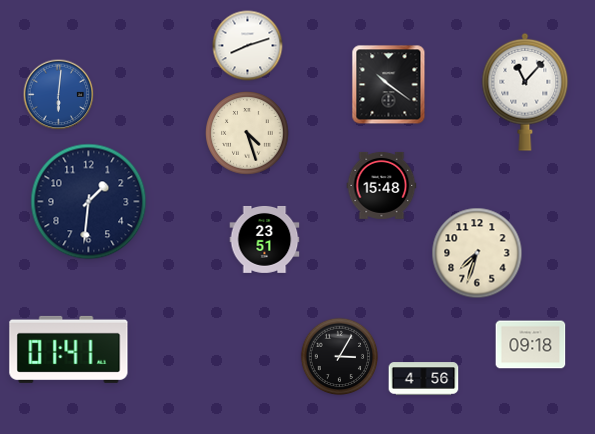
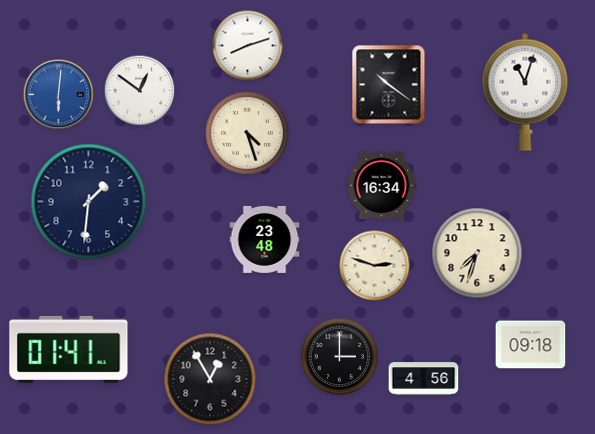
clock at (140, 91): none -> 12:51
clock at (525, 92): 11:07 -> 11:03
clock at (382, 185): 15:48 -> 16:34
clock at (265, 239): 23:51 -> 23:48
clock at (375, 266): none -> 2:48
clock at (340, 357): 3:05 -> 3:00
clock at (210, 379): none -> 12:55
